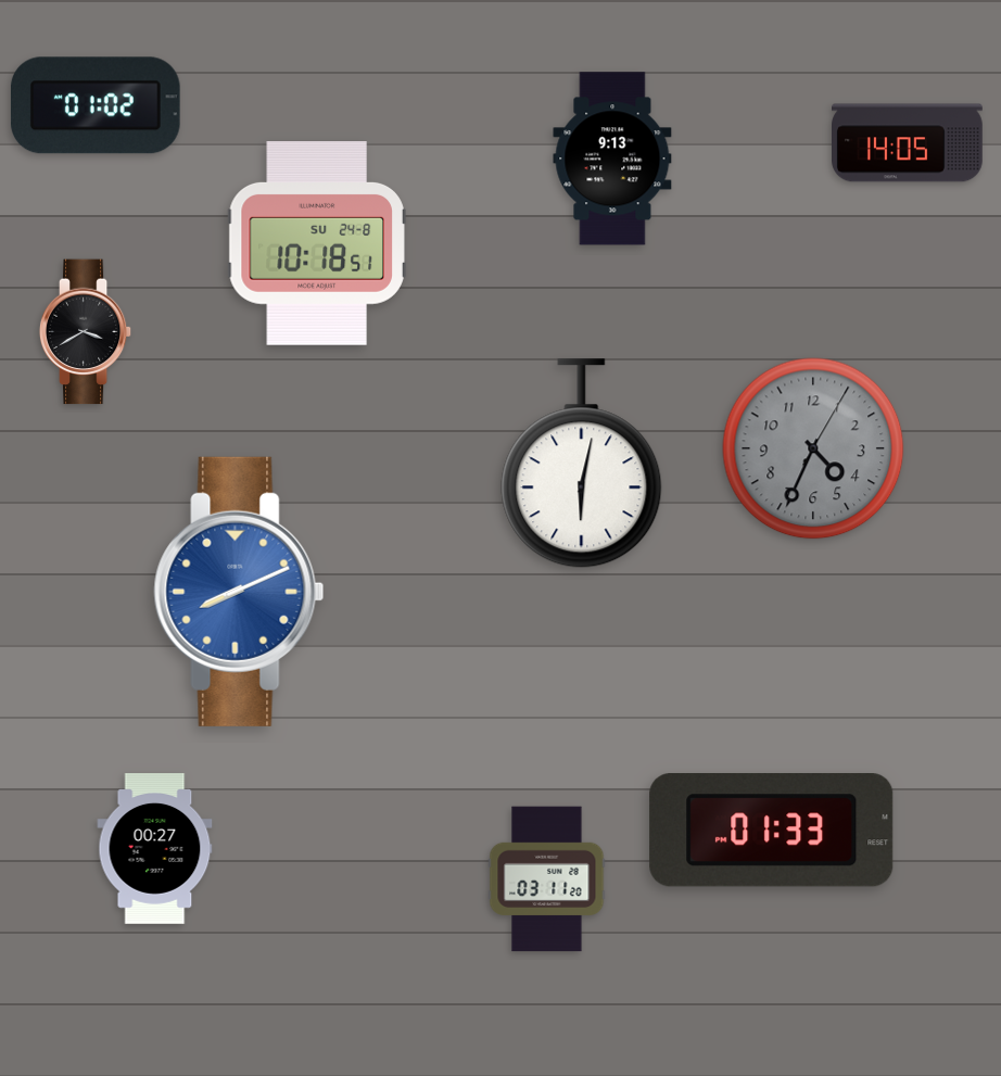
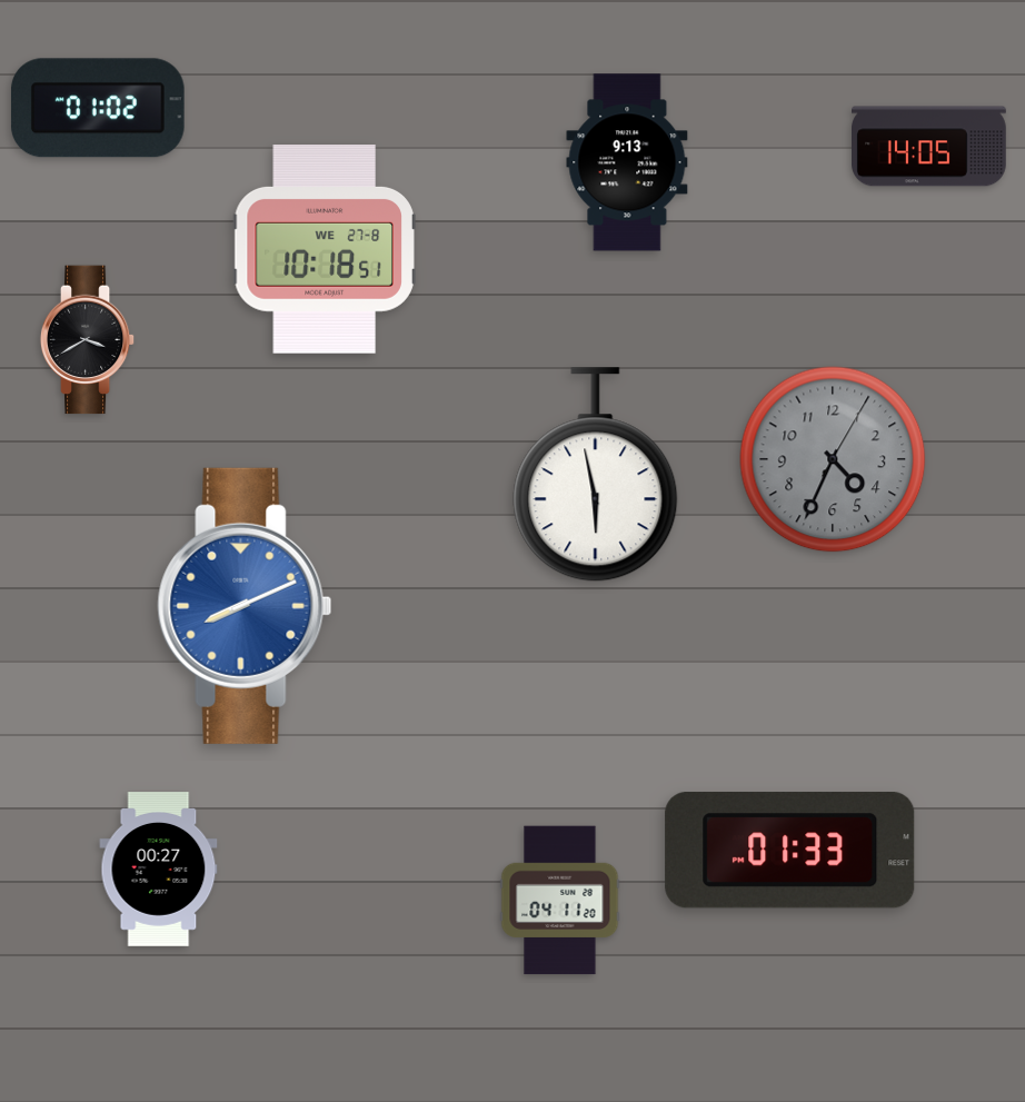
clock at (317, 244) date: SU 24-8 -> WE 27-8
clock at (582, 464): 6:02 -> 5:58
clock at (547, 879): 03:11 -> 04:11
